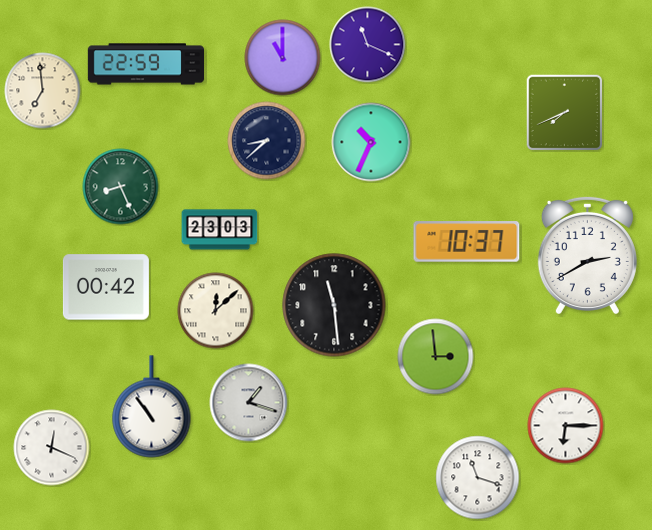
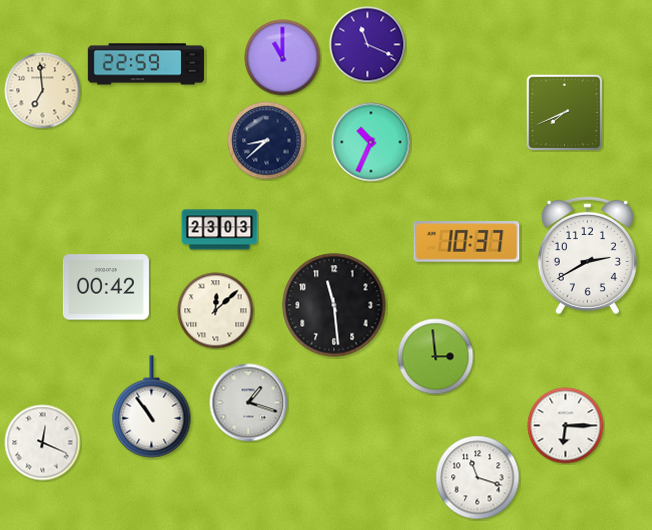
clock at (121, 187): 8:26 -> none
clock at (52, 448) position: (52, 448) -> (43, 443)
